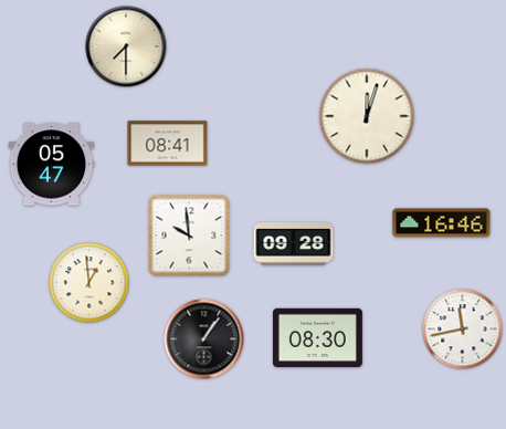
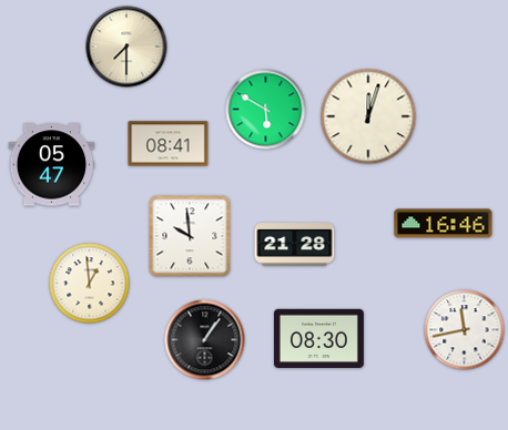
clock at (266, 110): none -> 5:50
clock at (294, 244): 09:28 -> 21:28
